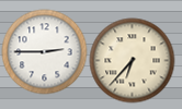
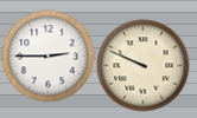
clock at (132, 60): 6:37 -> 9:49
